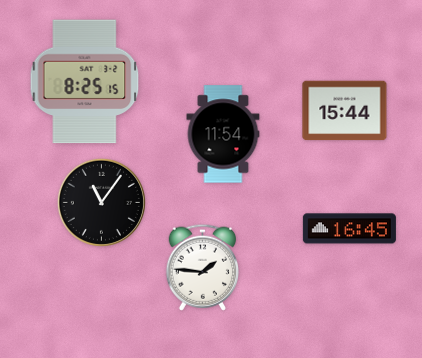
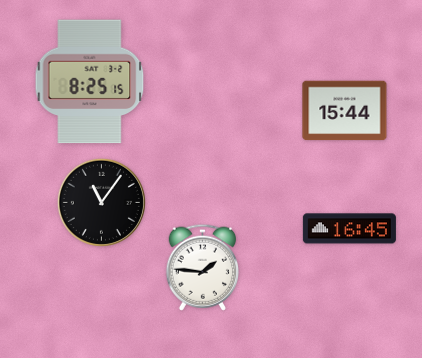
clock at (85, 82) position: (85, 82) -> (90, 82)
clock at (223, 134): 11:54 -> none
